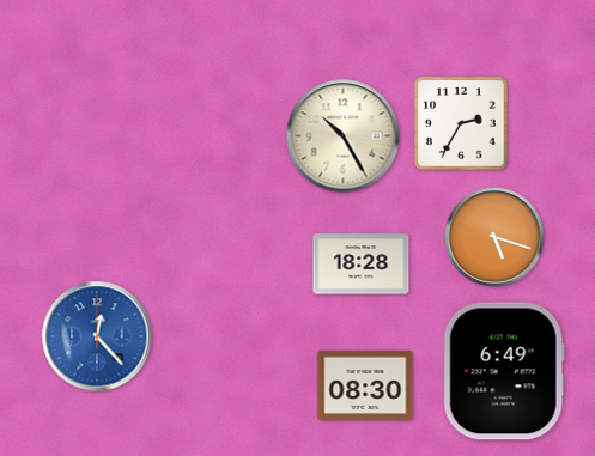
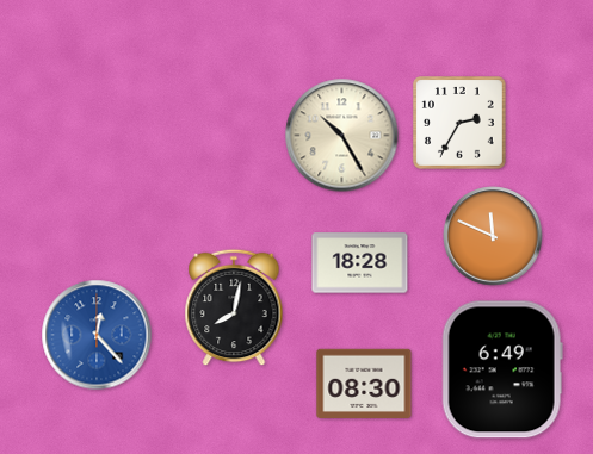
clock at (494, 237): 5:18 -> 11:49
clock at (234, 307): none -> 8:02
